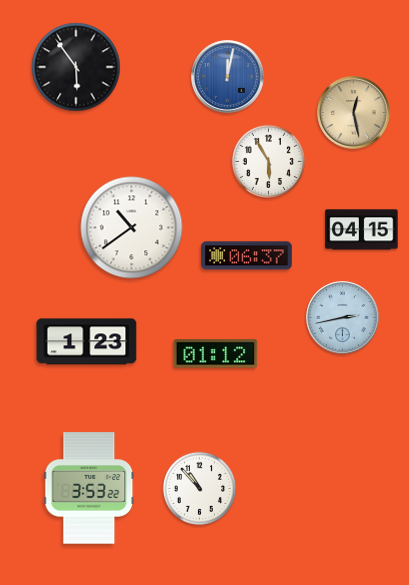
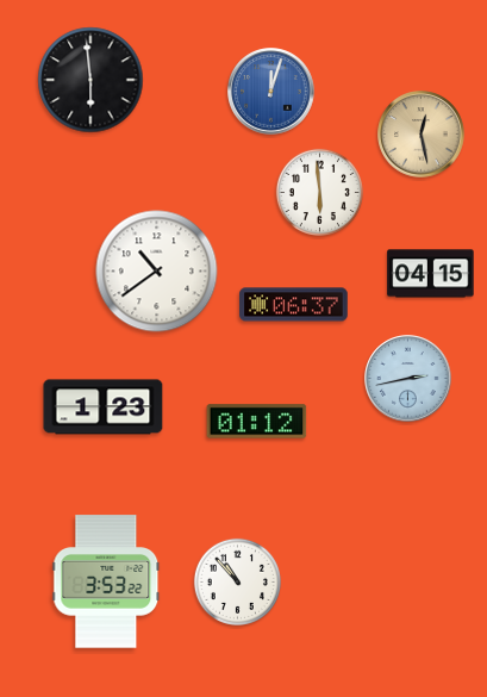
clock at (76, 67): 5:54 -> 5:59
clock at (228, 77): 12:02 -> 12:03
clock at (268, 161): 5:55 -> 5:59
